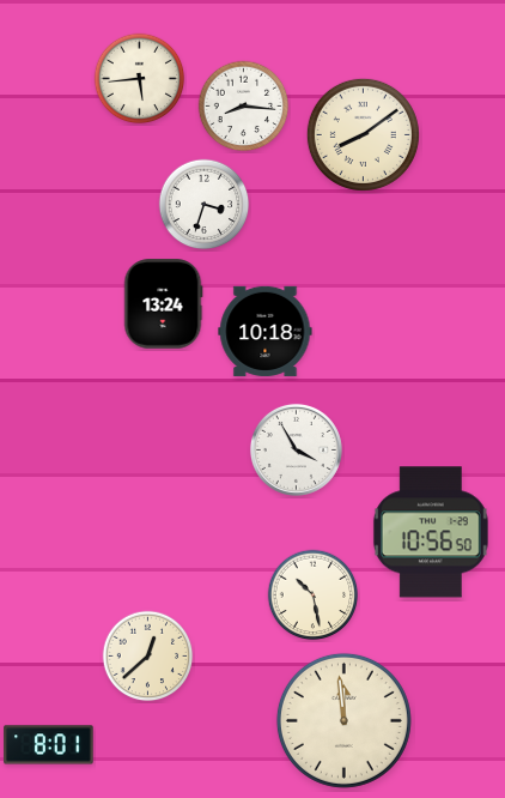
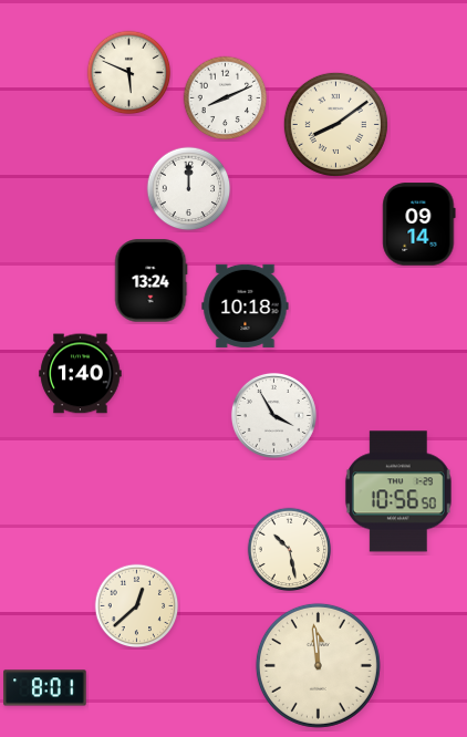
clock at (140, 79): 5:44 -> 5:49
clock at (244, 107): 8:16 -> 8:11
clock at (205, 205): 3:33 -> 12:00
clock at (419, 225): none -> 09:14
clock at (81, 374): none -> 1:40
